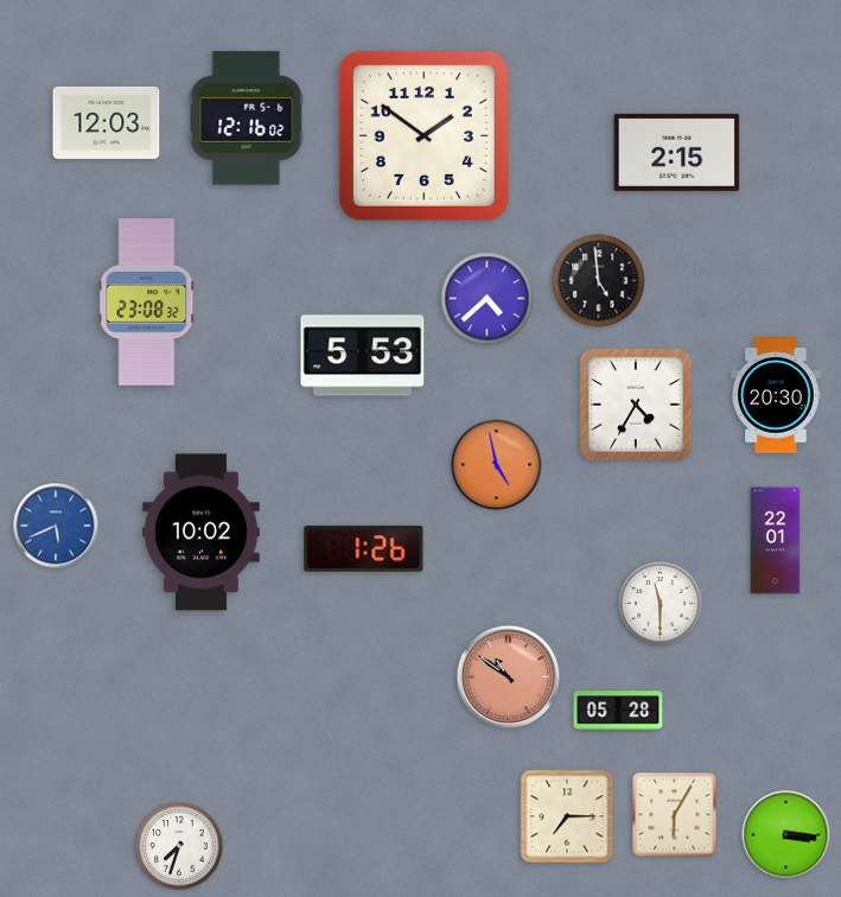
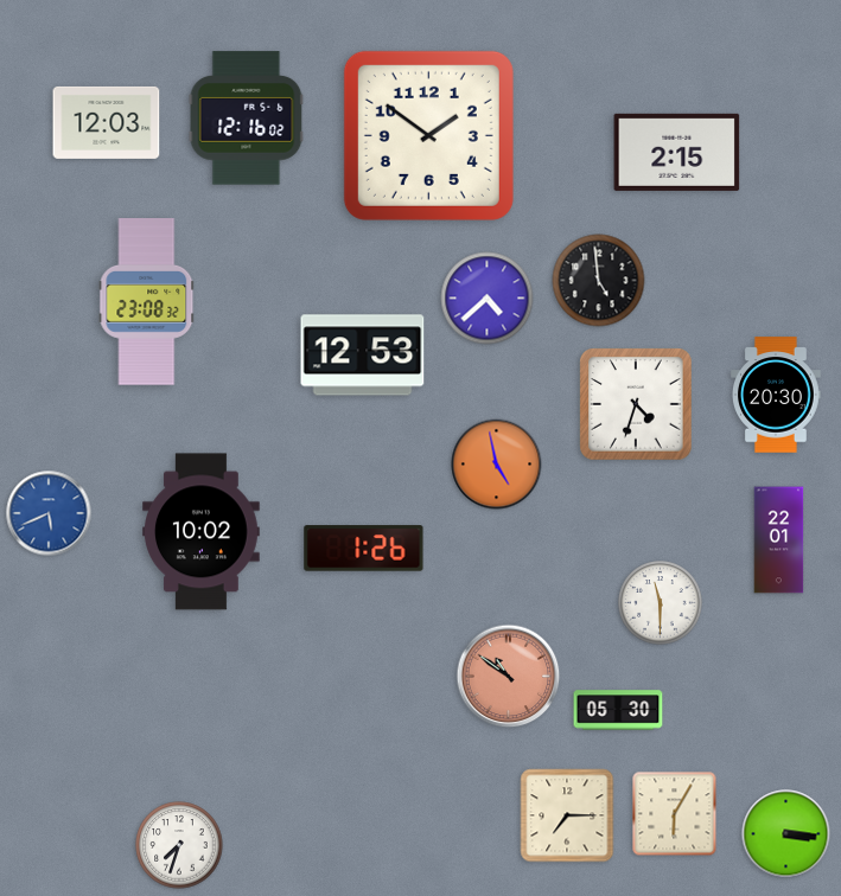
clock at (423, 135) position: (423, 135) -> (428, 135)
clock at (363, 356): 5:53 -> 12:53
clock at (636, 405): 4:35 -> 4:33
clock at (56, 526) position: (56, 526) -> (49, 513)
clock at (776, 541) position: (776, 541) -> (779, 540)
clock at (618, 711): 05:28 -> 05:30
